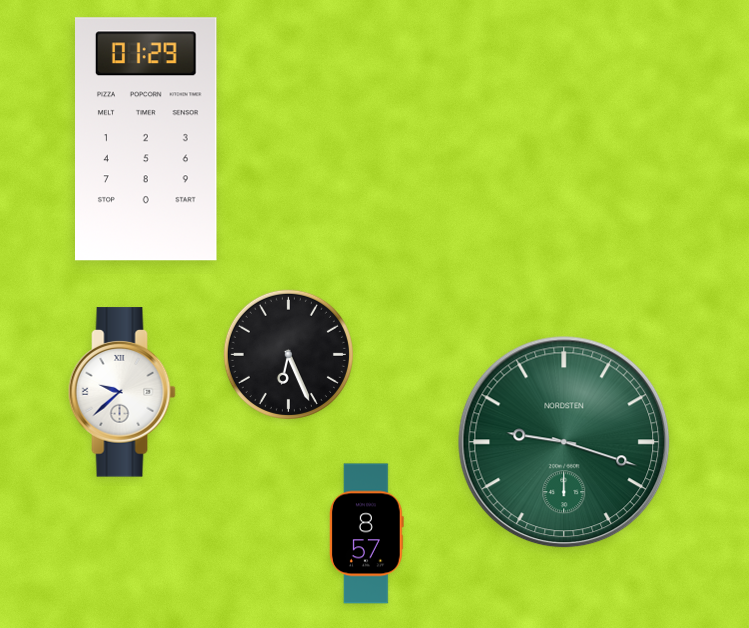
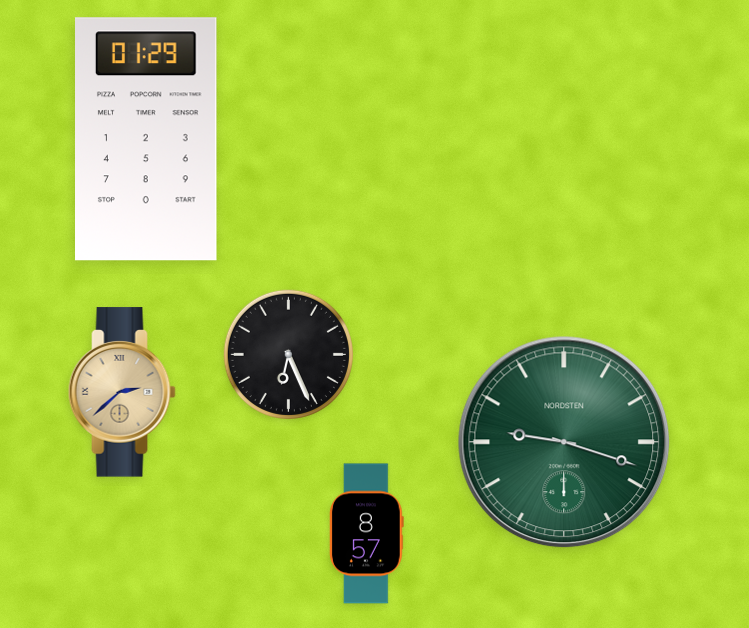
clock at (122, 392): 9:38 -> 2:38
clock at (122, 392) dial: white -> champagne
